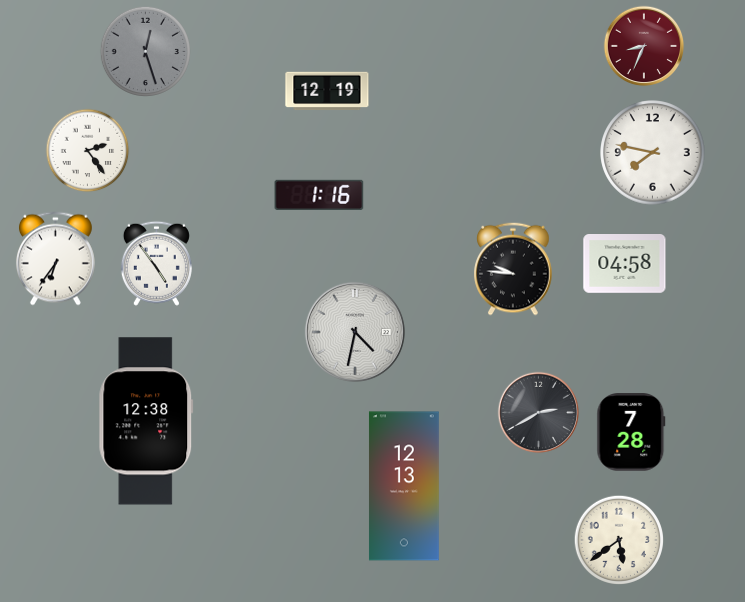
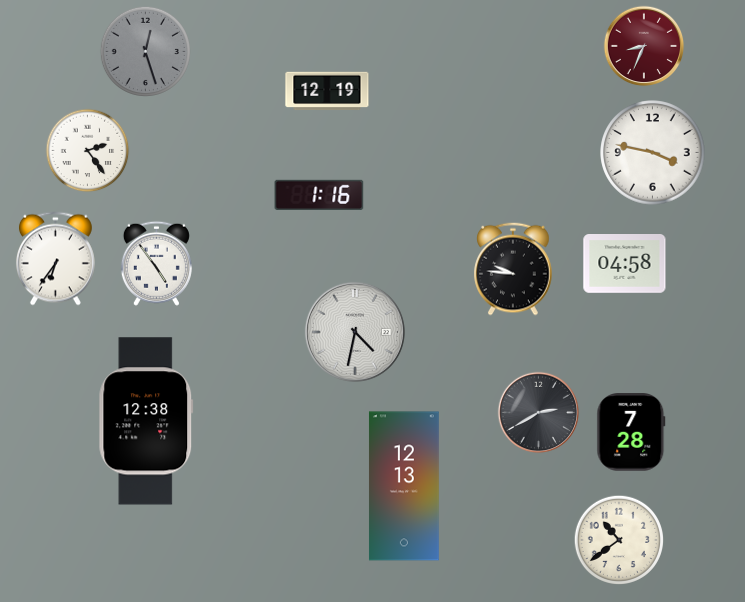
clock at (653, 153): 7:47 -> 3:47
clock at (618, 539): 5:39 -> 10:39
